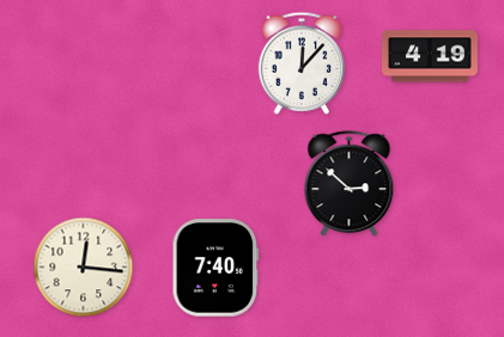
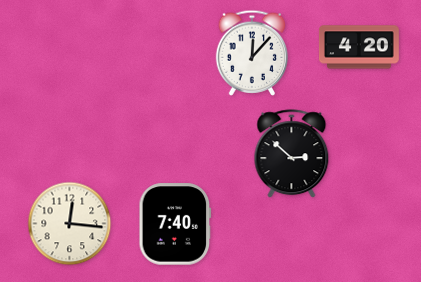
clock at (430, 56): 4:19 -> 4:20
clock at (215, 268) position: (215, 268) -> (175, 224)
